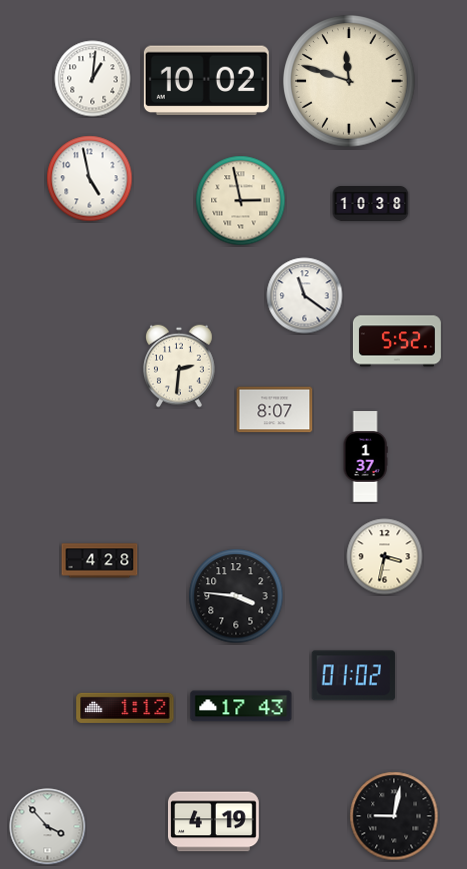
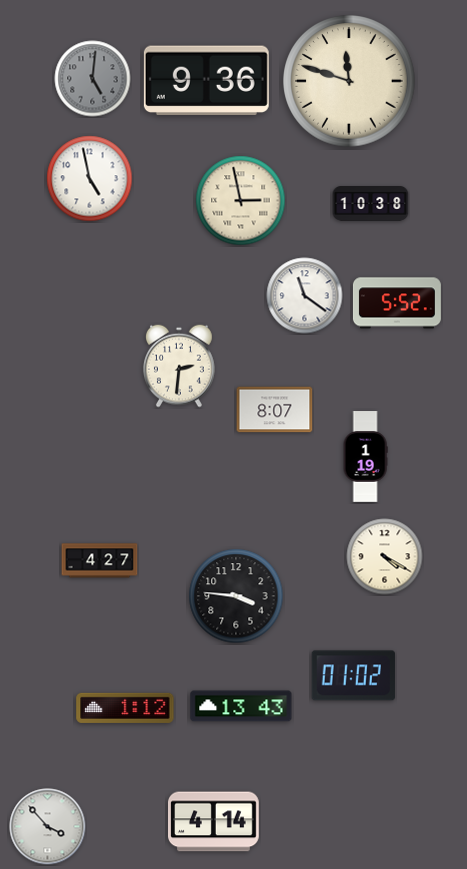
clock at (93, 79): 1:01 -> 5:01
clock at (93, 79) dial: white -> grey
clock at (206, 80): 10:02 -> 9:36
clock at (397, 341) position: (397, 341) -> (397, 303)
clock at (365, 457): 1:37 -> 1:19
clock at (385, 557): 3:32 -> 4:20
clock at (100, 561): 4:28 -> 4:27
clock at (241, 706): 17:43 -> 13:43
clock at (394, 816): 9:02 -> none
clock at (214, 822): 4:19 -> 4:14
